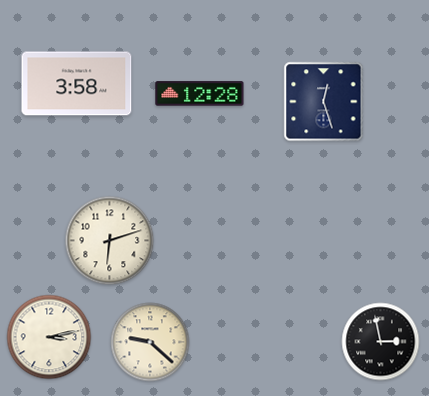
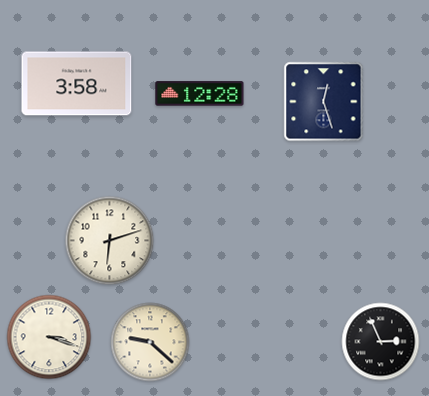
clock at (49, 337): 3:13 -> 3:18
clock at (381, 342): 2:58 -> 2:56
